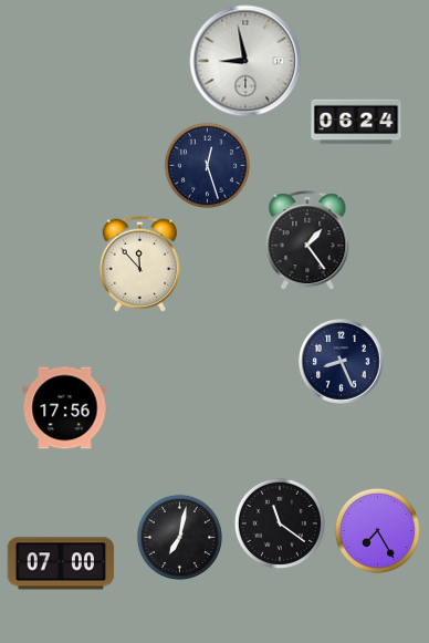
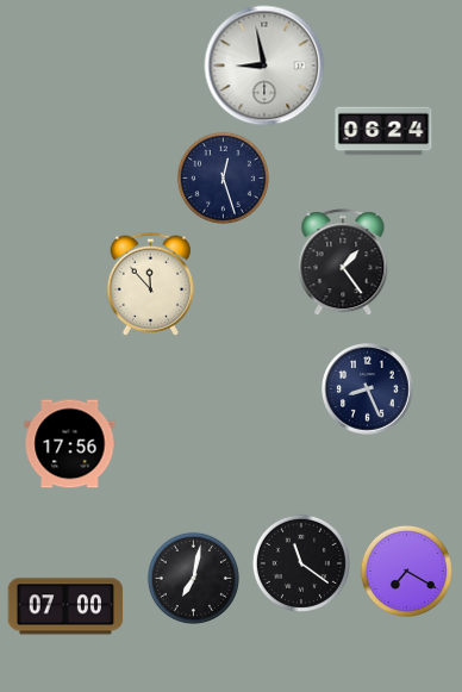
clock at (307, 240) position: (307, 240) -> (343, 262)
clock at (65, 408) position: (65, 408) -> (70, 444)
clock at (377, 530): 7:25 -> 7:20
